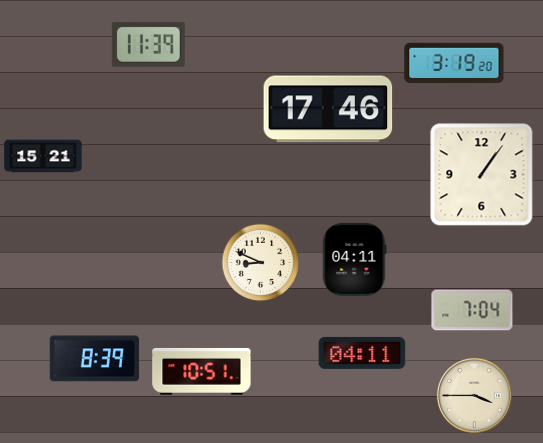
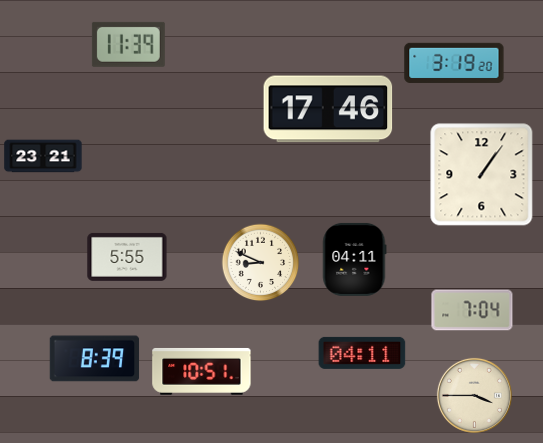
clock at (148, 44) position: (148, 44) -> (128, 44)
clock at (43, 156): 15:21 -> 23:21
clock at (127, 257): none -> 5:55
